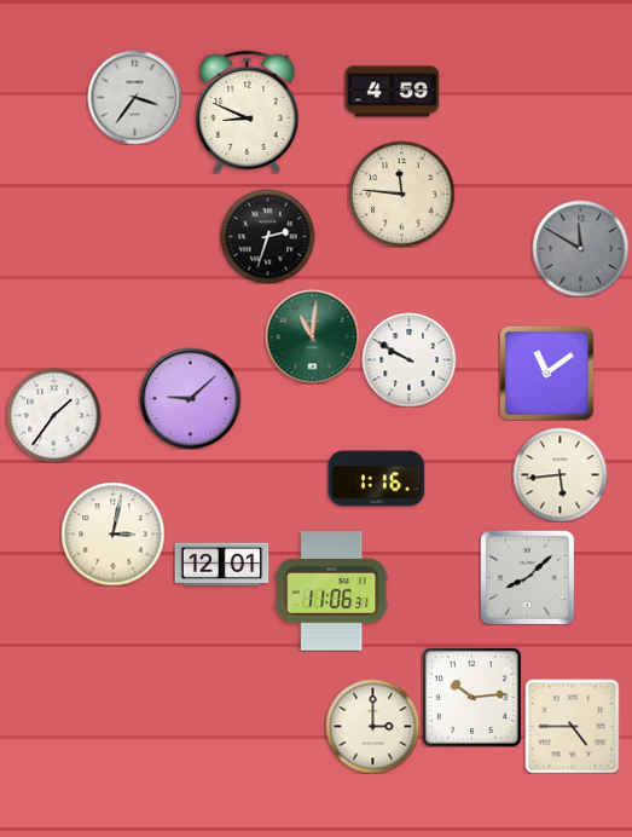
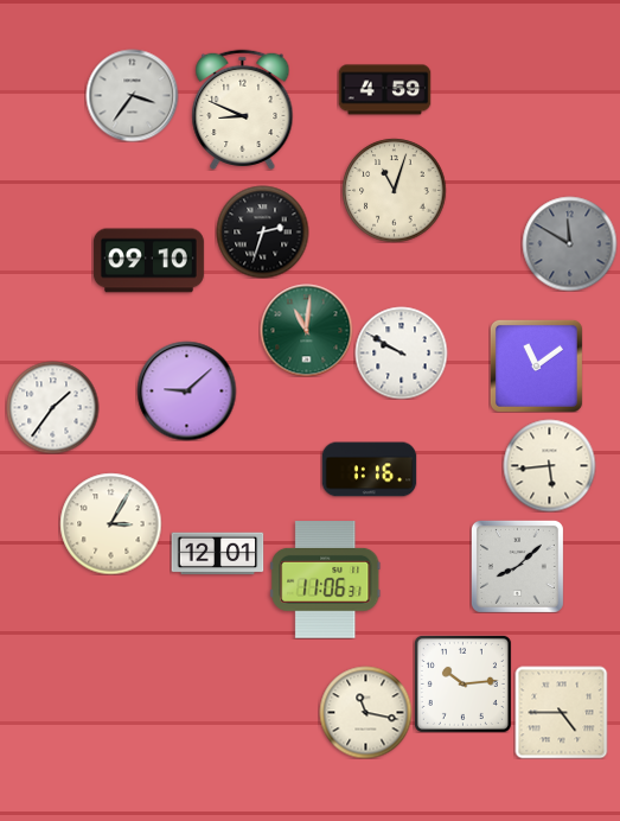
clock at (401, 194): 11:46 -> 11:03
clock at (148, 261): none -> 09:10
clock at (112, 533): 3:02 -> 3:05
clock at (372, 726): 3:00 -> 11:17
